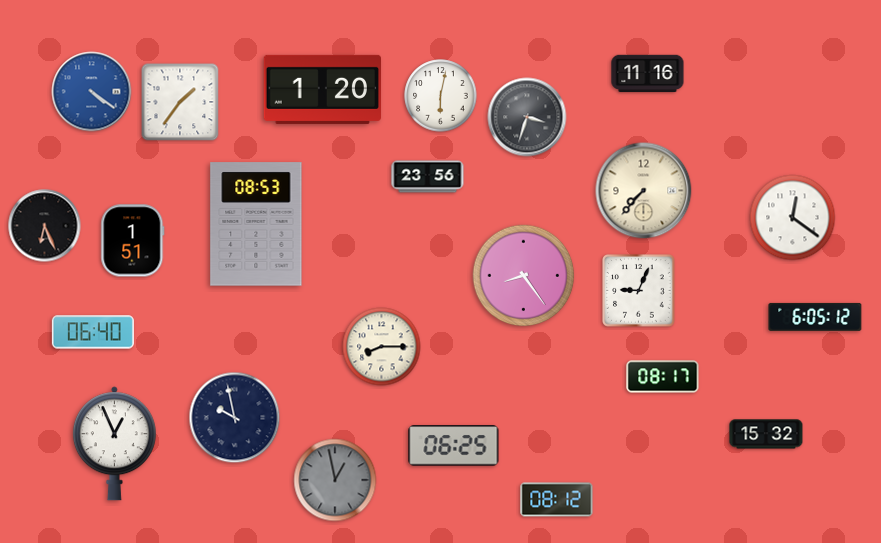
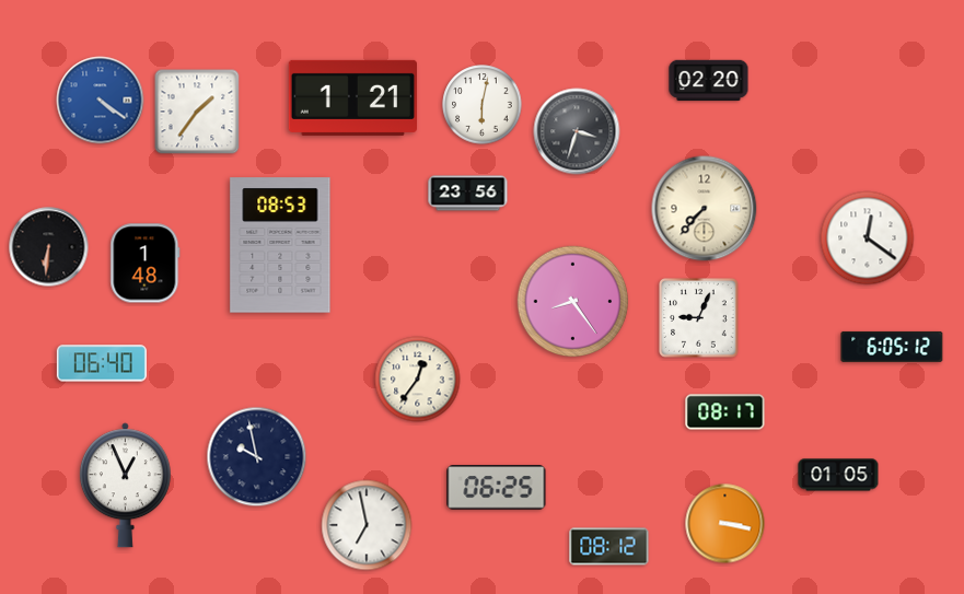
clock at (648, 74): 11:16 -> 02:20
clock at (322, 89): 1:20 -> 1:21
clock at (527, 117) position: (527, 117) -> (577, 131)
clock at (45, 226): 6:26 -> 6:31
clock at (133, 241): 1:51 -> 1:48
clock at (382, 347): 8:15 -> 12:36
clock at (766, 434): 15:32 -> 01:05
clock at (725, 524): none -> 3:17
clock at (335, 480): 12:58 -> 6:58
clock at (335, 480) dial: grey -> white
